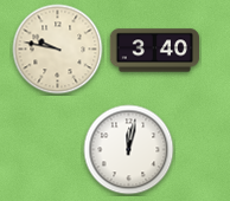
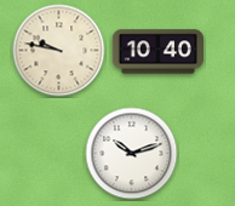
clock at (154, 51): 3:40 -> 10:40
clock at (129, 150): 12:02 -> 10:12
